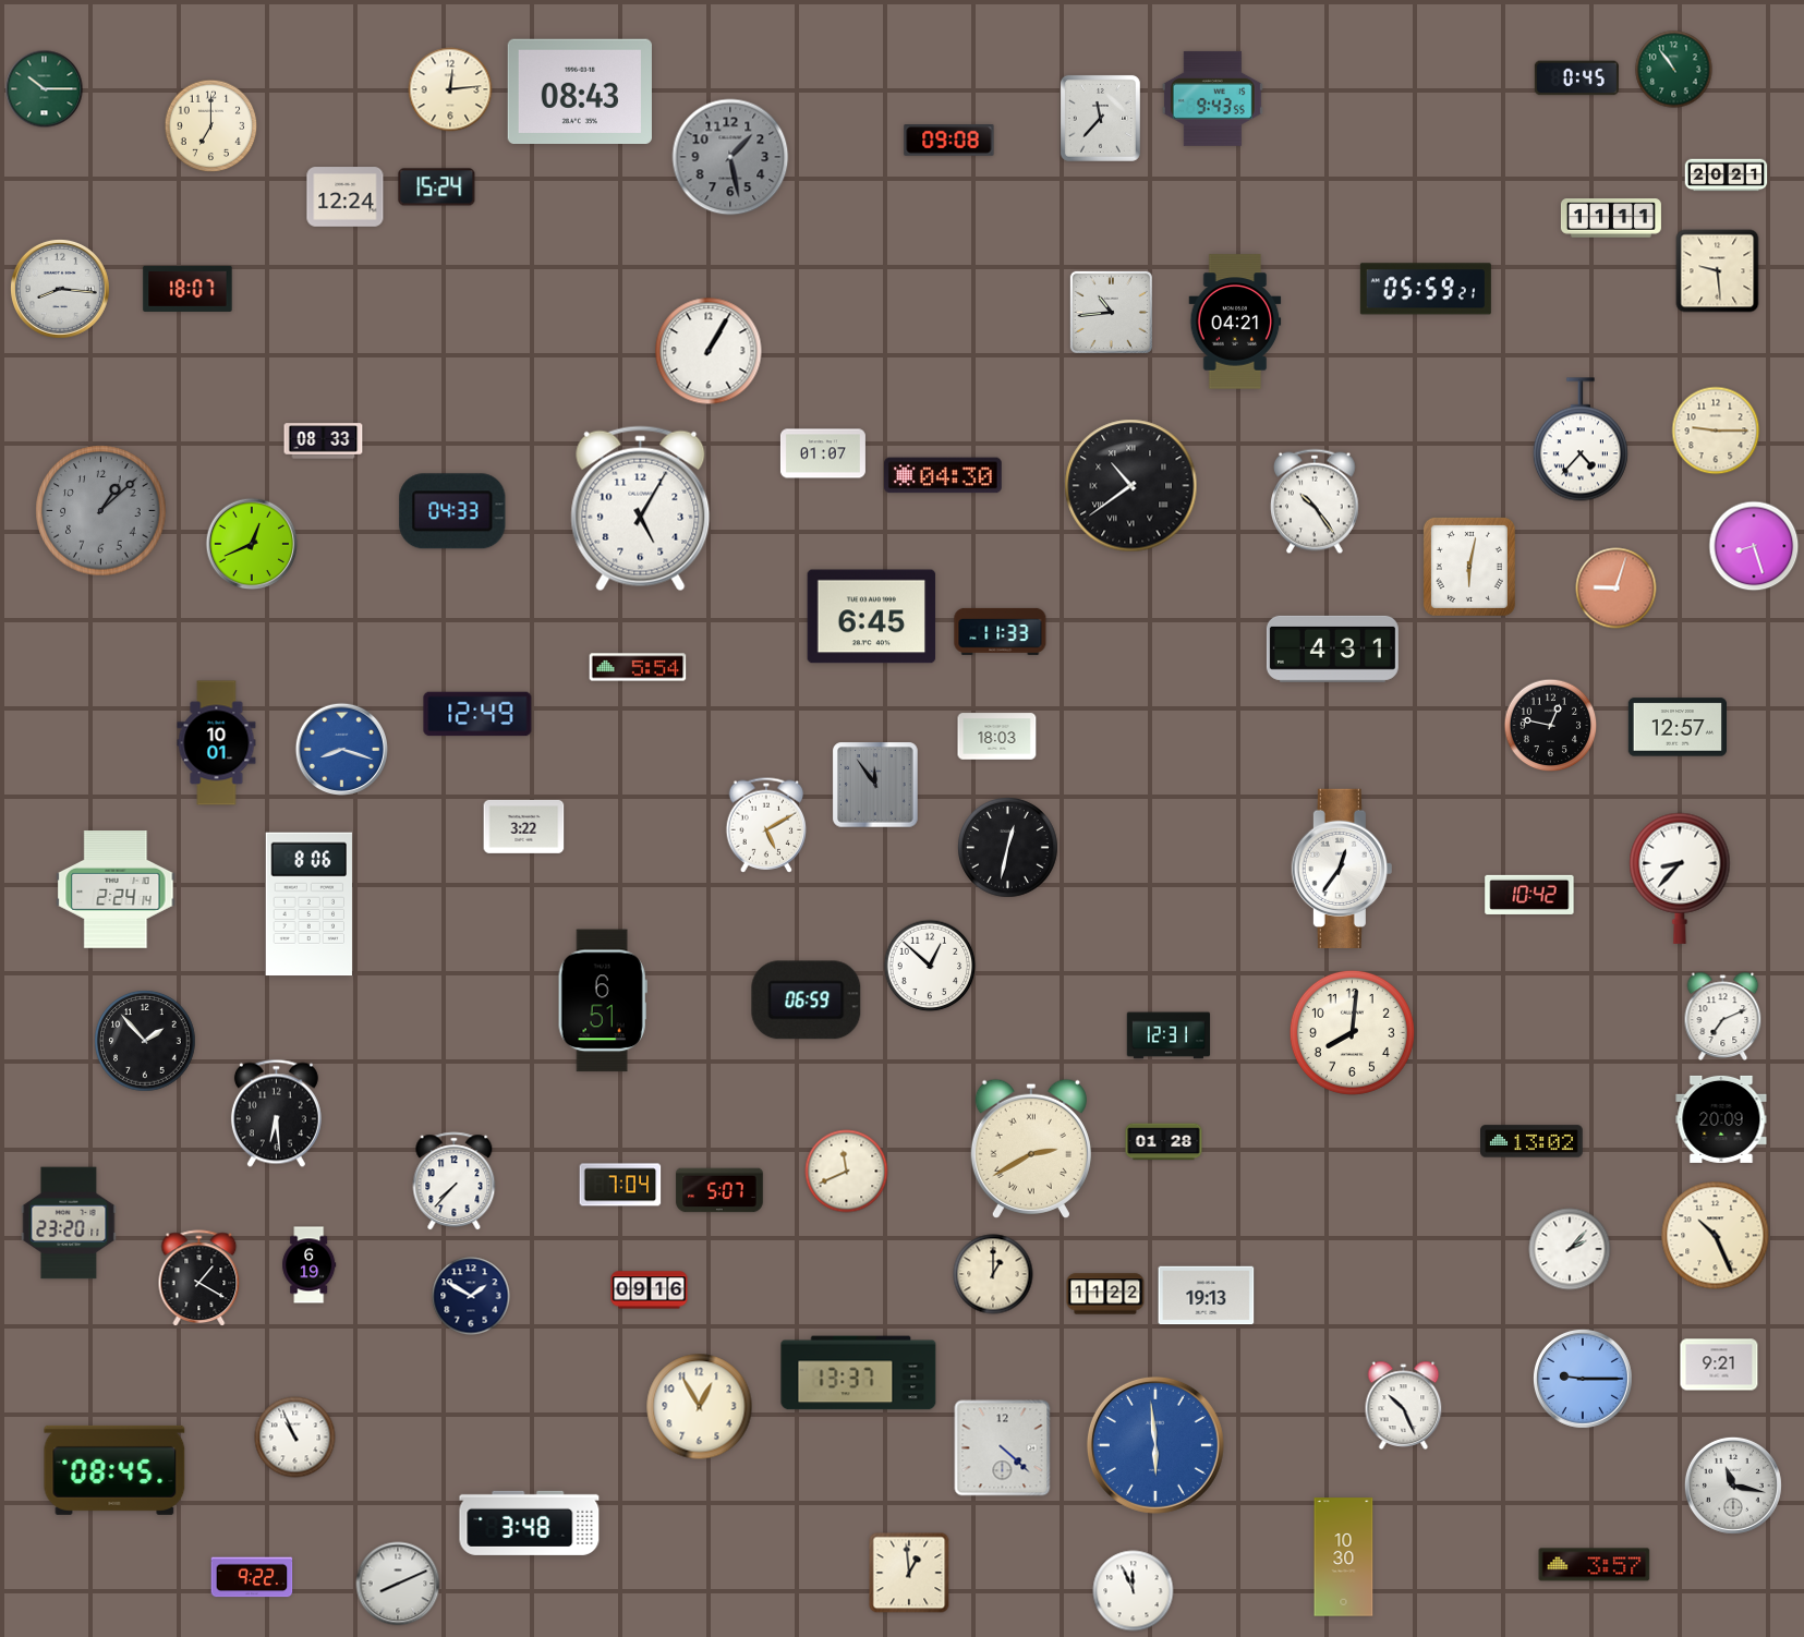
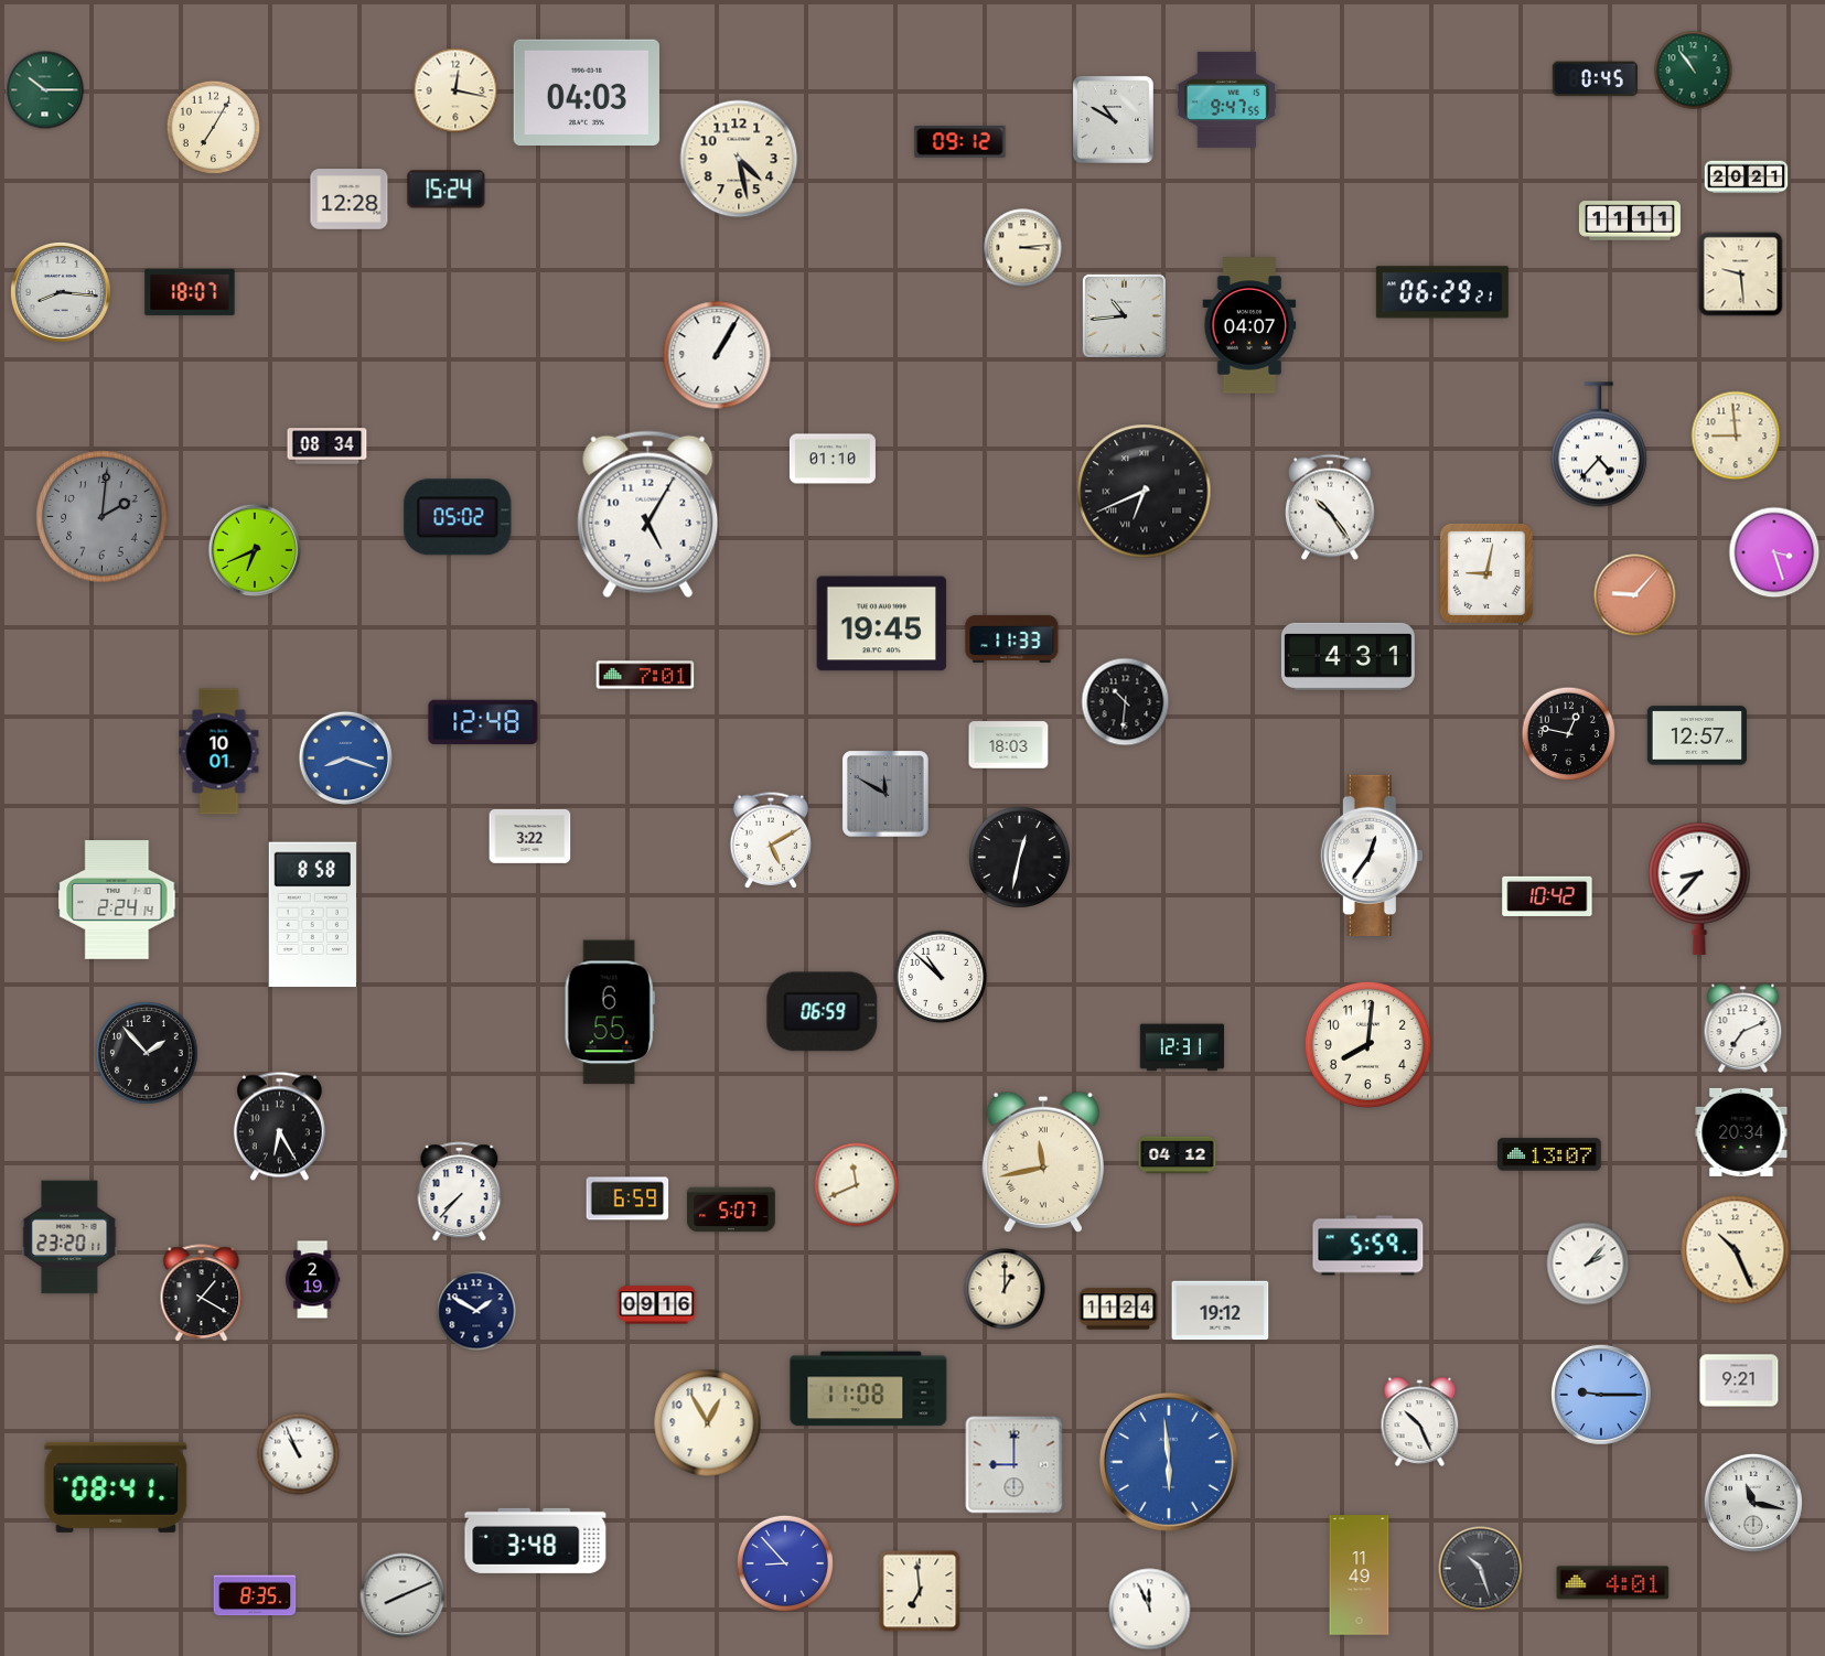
clock at (450, 89): 12:14 -> 12:17
clock at (580, 90): 08:43 -> 04:03
clock at (1212, 98): 9:43 -> 9:47
clock at (1100, 118): 11:37 -> 10:50
clock at (211, 126): 7:00 -> 7:05
clock at (949, 141): 09:08 -> 09:12
clock at (730, 157): 1:28 -> 4:28
clock at (730, 157) dial: grey -> cream
clock at (437, 187) position: (437, 187) -> (447, 190)
clock at (346, 197): 12:24 -> 12:28
clock at (1023, 248): none -> 3:14
clock at (1718, 271) position: (1718, 271) -> (1741, 275)
clock at (1426, 289): 05:59 -> 06:29
clock at (1235, 322): 04:21 -> 04:07
clock at (1716, 431): 9:15 -> 8:59
clock at (324, 441): 08:33 -> 08:34
clock at (823, 453): 01:07 -> 01:10
clock at (944, 475): 04:30 -> none
clock at (1131, 486): 10:39 -> 6:41
clock at (101, 511): 1:08 -> 2:01
clock at (452, 511): 04:33 -> 05:02
clock at (252, 544): 12:41 -> 6:41
clock at (1754, 546): 8:27 -> 3:27
clock at (1469, 567): 6:02 -> 9:02
clock at (1617, 589): 9:03 -> 9:07
clock at (872, 617): 6:45 -> 19:45
clock at (638, 667): 5:54 -> 7:01
clock at (1126, 702): none -> 10:31
clock at (477, 714): 12:49 -> 12:48
clock at (875, 785): 11:54 -> 11:50
clock at (766, 825) position: (766, 825) -> (771, 840)
clock at (1342, 868) position: (1342, 868) -> (1372, 854)
clock at (1529, 895) position: (1529, 895) -> (1547, 896)
clock at (308, 905): 8:06 -> 8:58
clock at (930, 966): 12:52 -> 10:52
clock at (603, 1001): 6:51 -> 6:55
clock at (807, 1001) position: (807, 1001) -> (823, 1012)
clock at (276, 1114): 6:29 -> 6:25
clock at (1721, 1119): 20:09 -> 20:34
clock at (1531, 1141): 13:02 -> 13:07
clock at (1164, 1142): 01:28 -> 04:12
clock at (1031, 1149): 2:40 -> 11:43
clock at (455, 1181) position: (455, 1181) -> (460, 1192)
clock at (620, 1185): 7:04 -> 6:59
clock at (719, 1190) position: (719, 1190) -> (731, 1209)
clock at (1368, 1246): none -> 5:59
clock at (310, 1265): 6:19 -> 2:19
clock at (1105, 1294): 11:22 -> 11:24
clock at (1207, 1296): 19:13 -> 19:12
clock at (859, 1373): 13:37 -> 11:08
clock at (1003, 1448): 4:22 -> 9:00
clock at (114, 1470): 08:45 -> 08:41
clock at (785, 1563): none -> 8:53
clock at (1481, 1569): none -> 10:27
clock at (1344, 1557): 10:30 -> 11:49
clock at (1595, 1565): 3:57 -> 4:01
clock at (909, 1573): 12:59 -> 6:59
clock at (252, 1577): 9:22 -> 8:35
clock at (398, 1584) position: (398, 1584) -> (402, 1595)
clock at (1134, 1591) position: (1134, 1591) -> (1150, 1610)
